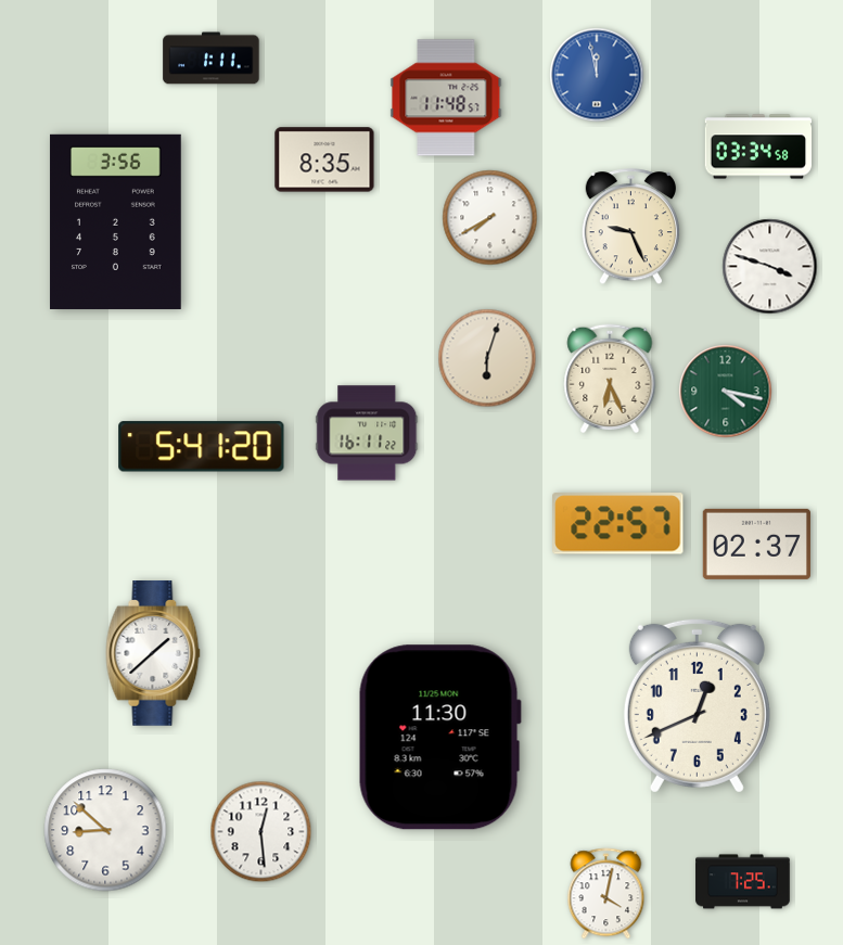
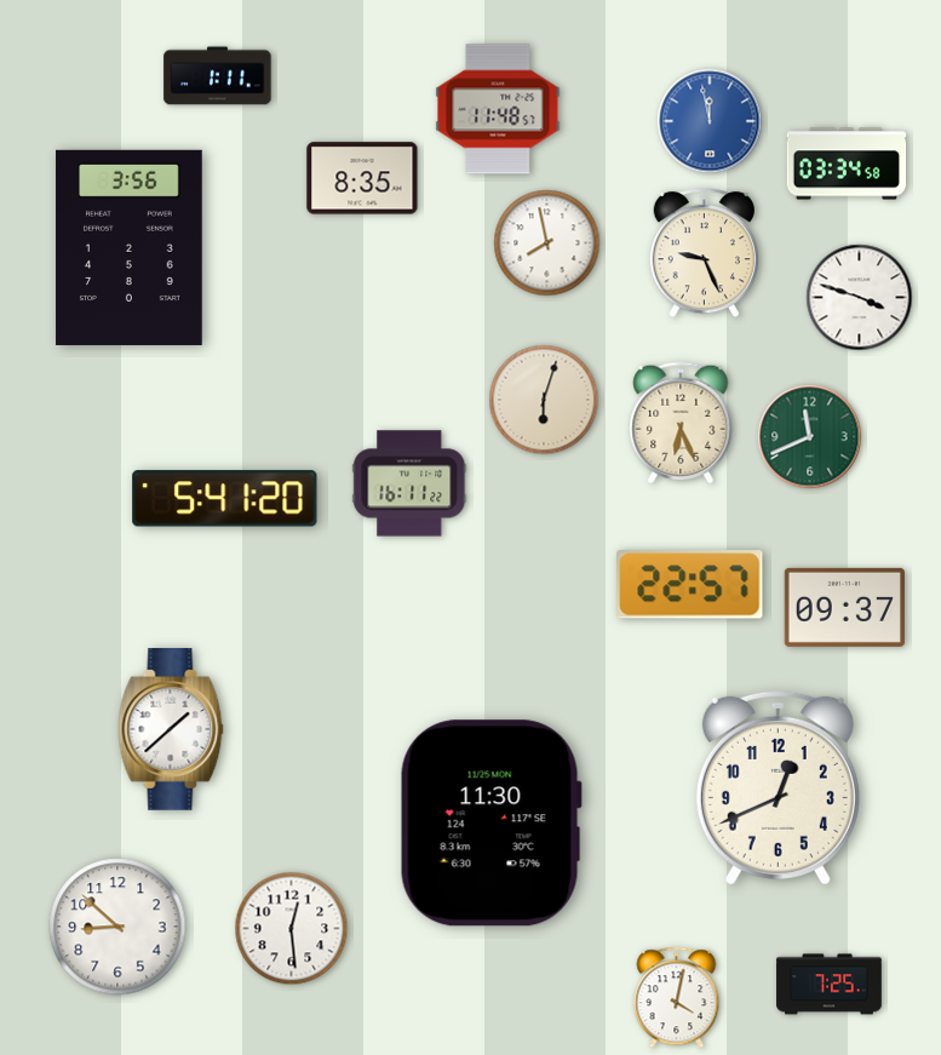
clock at (212, 59) position: (212, 59) -> (218, 76)
clock at (597, 75) position: (597, 75) -> (710, 121)
clock at (490, 218): 7:40 -> 7:58
clock at (726, 392): 4:17 -> 11:41
clock at (756, 544): 02:37 -> 09:37
